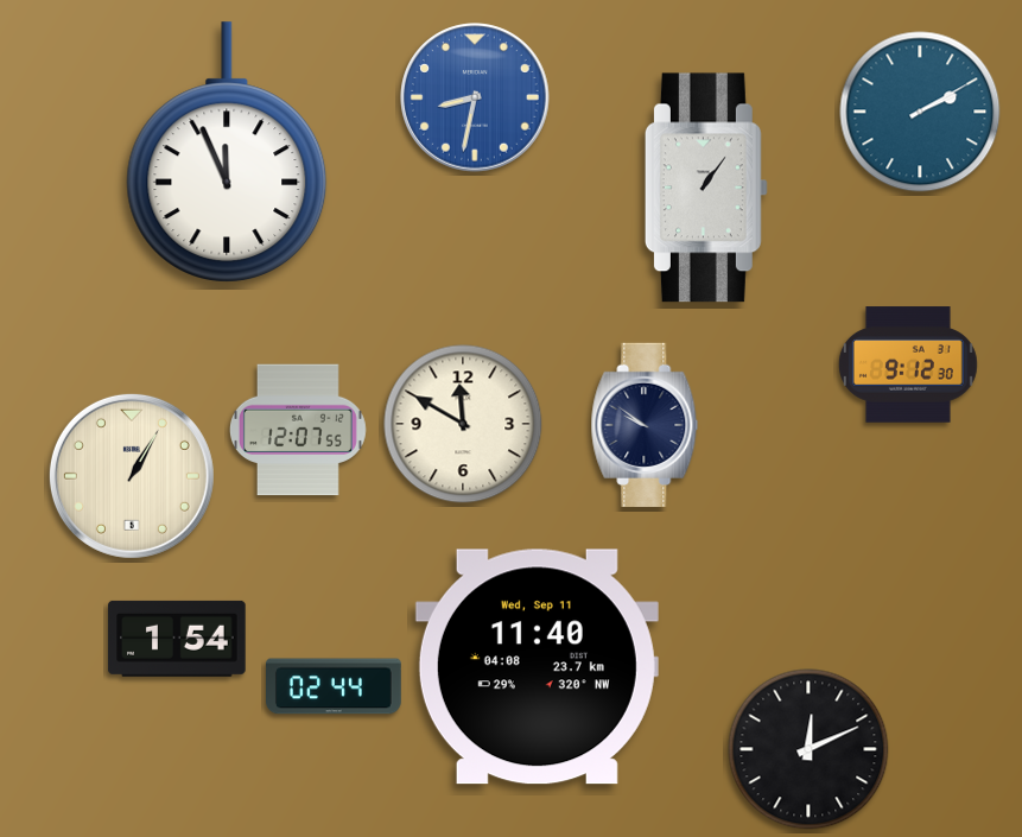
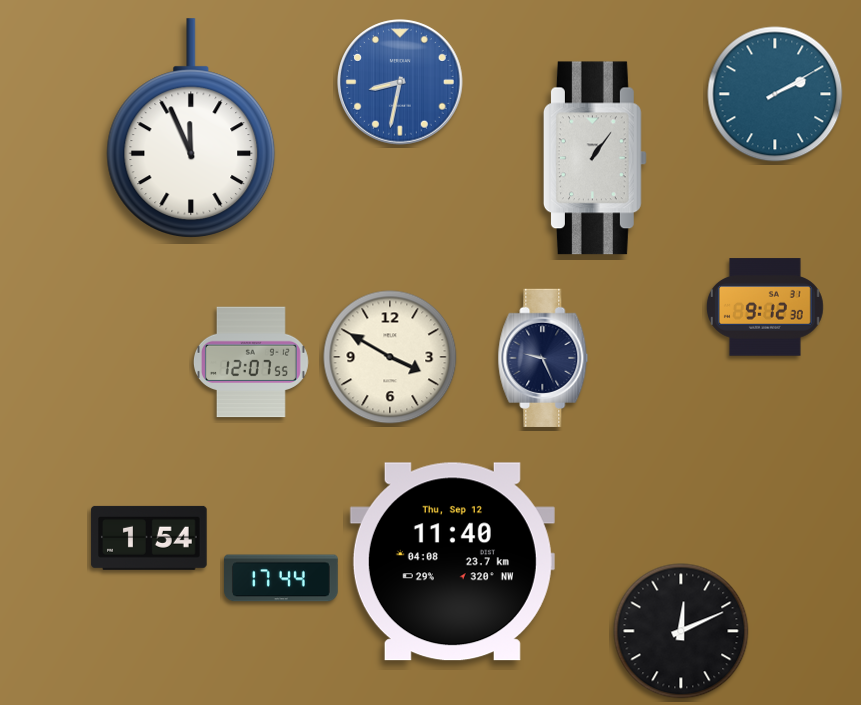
clock at (463, 424): 11:50 -> 3:50
clock at (645, 425): 9:51 -> 9:26
clock at (132, 476): 1:05 -> none
clock at (537, 667) date: Wed, Sep 11 -> Thu, Sep 12
clock at (335, 686): 02:44 -> 17:44
